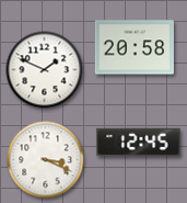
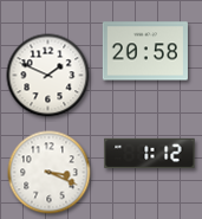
clock at (139, 143): 12:45 -> 1:12
